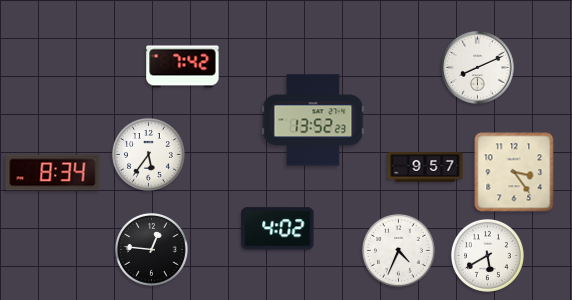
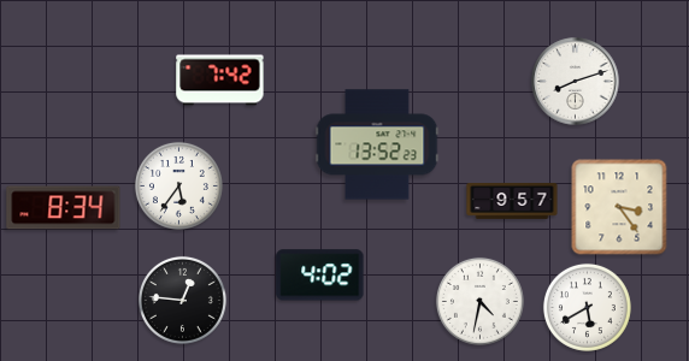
clock at (478, 68): 8:11 -> 8:12
clock at (278, 229) position: (278, 229) -> (320, 276)
clock at (398, 250): 4:34 -> 4:32
